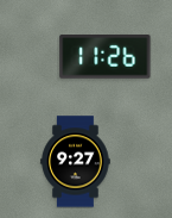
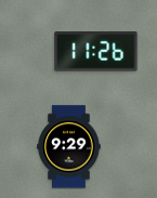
clock at (76, 162): 9:27 -> 9:29
